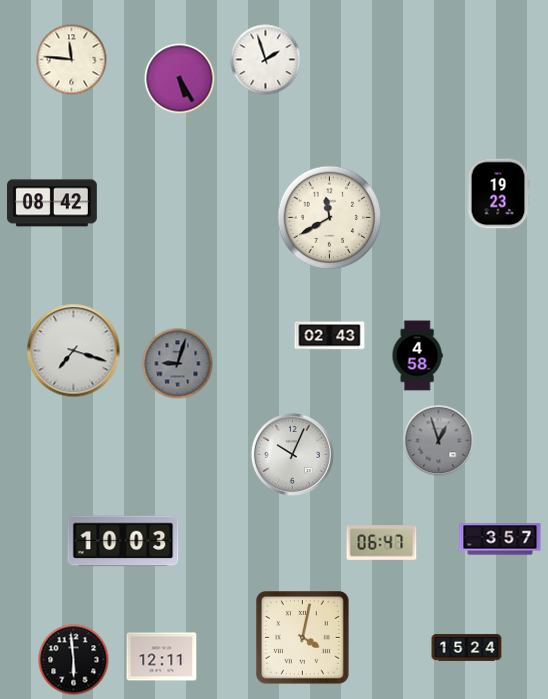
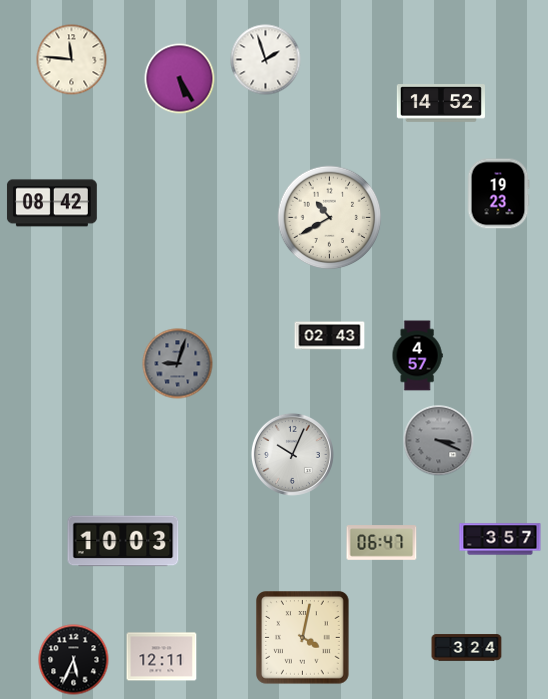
clock at (441, 103): none -> 14:52
clock at (330, 218): 11:40 -> 10:40
clock at (74, 351): 7:18 -> none
clock at (417, 356): 4:58 -> 4:57
clock at (439, 441): 12:57 -> 3:19
clock at (467, 648): 15:24 -> 3:24
clock at (74, 660): 5:59 -> 5:34
